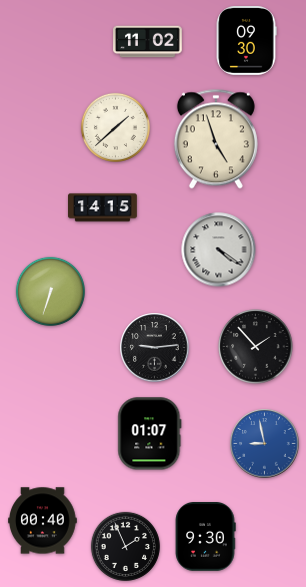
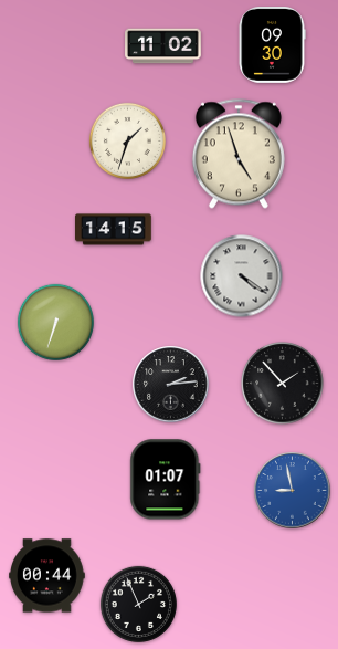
clock at (115, 127): 1:38 -> 1:33
clock at (155, 348): 9:14 -> 2:14
clock at (43, 521): 00:40 -> 00:44
clock at (205, 537): 9:30 -> none
